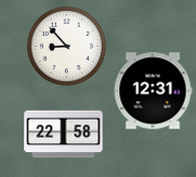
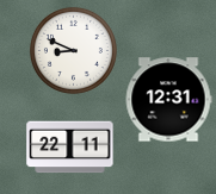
clock at (66, 46): 8:53 -> 8:49
clock at (64, 135): 22:58 -> 22:11
